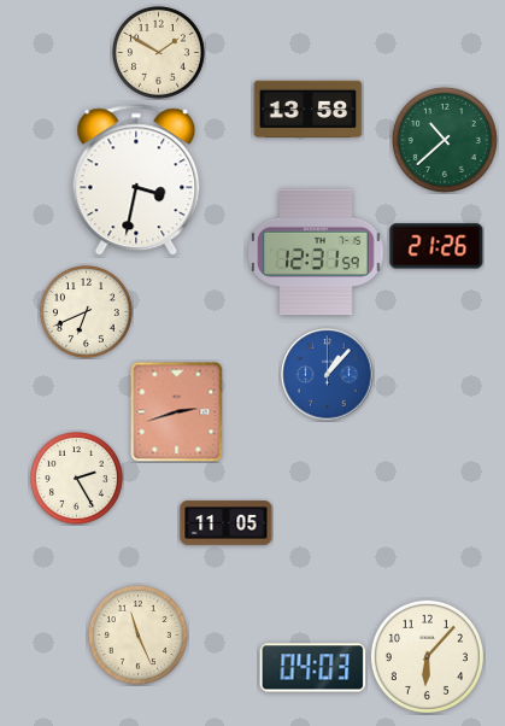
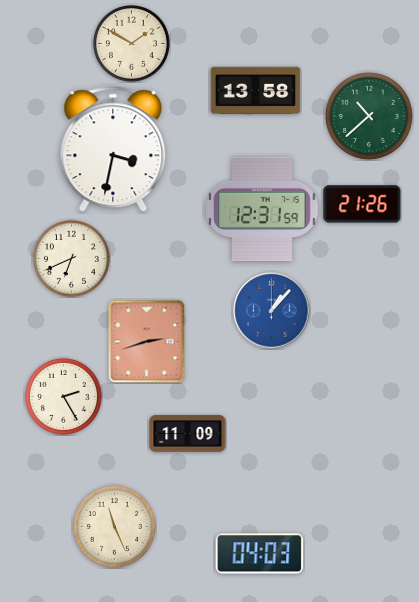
clock at (227, 523): 11:05 -> 11:09
clock at (427, 656): 6:07 -> none
